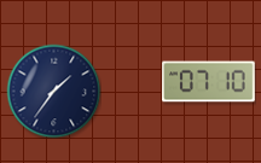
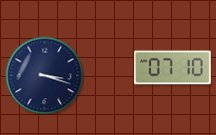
clock at (53, 91): 1:36 -> 3:18
